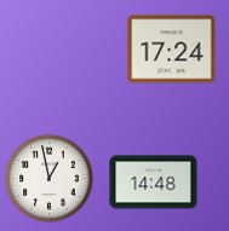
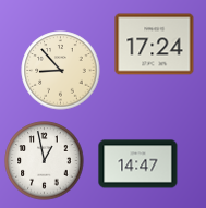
clock at (61, 71): none -> 8:53
clock at (154, 183): 14:48 -> 14:47
